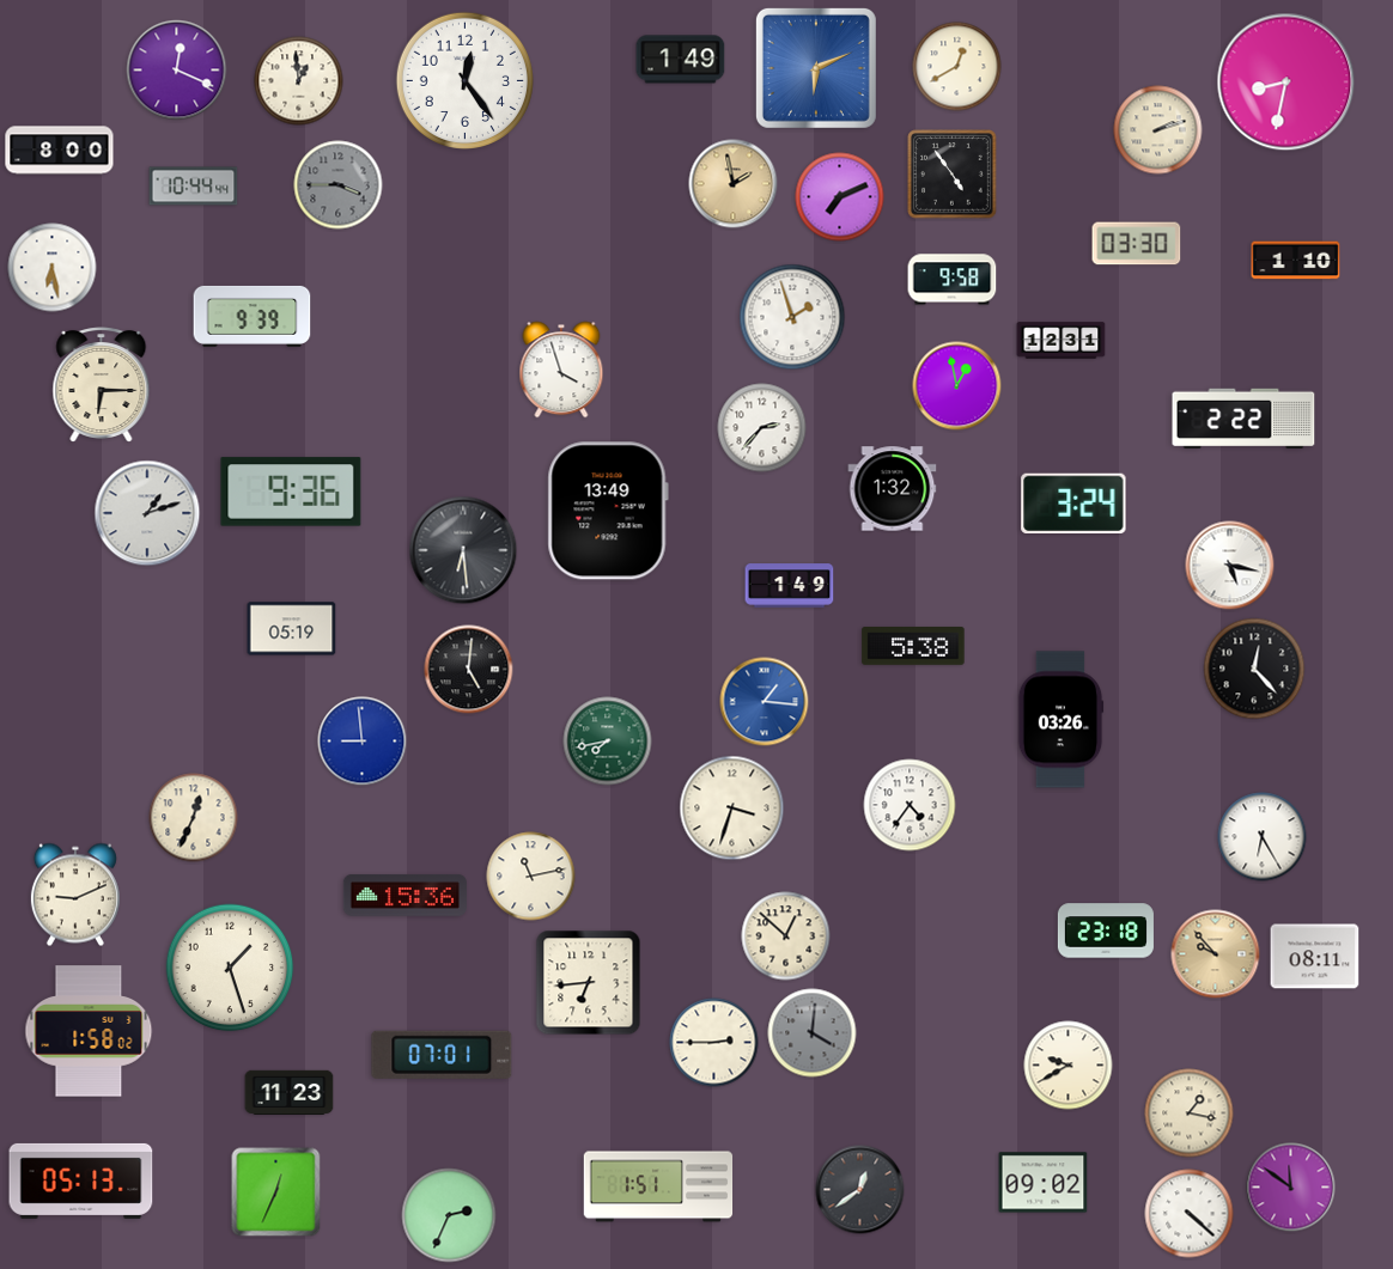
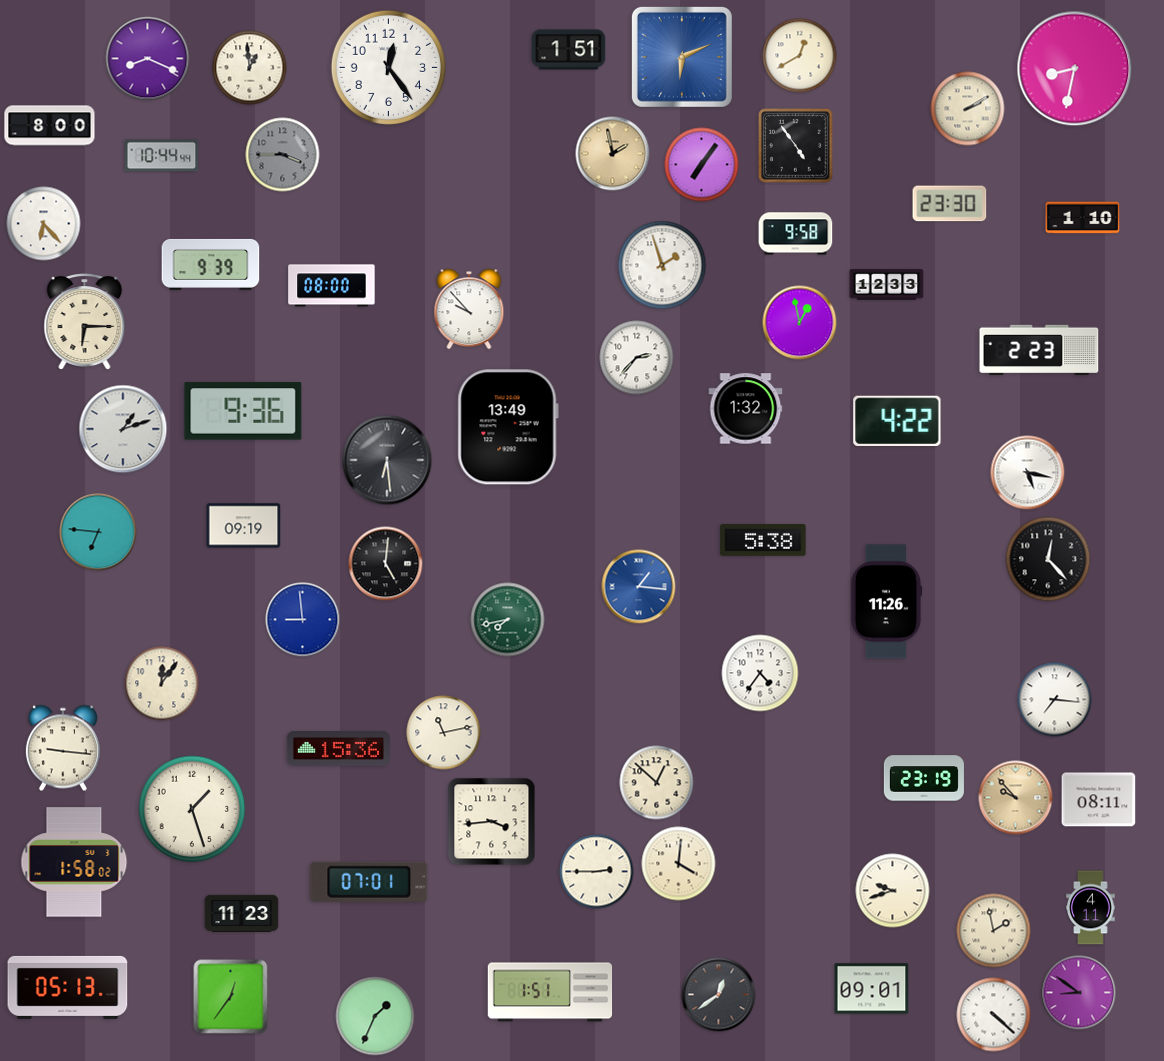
clock at (681, 60): 1:49 -> 1:51
clock at (177, 71): 12:19 -> 8:19
clock at (1158, 130): 2:12 -> 2:10
clock at (840, 197): 7:11 -> 7:06
clock at (1137, 244): 03:30 -> 23:30
clock at (53, 268): 6:28 -> 6:23
clock at (1062, 341): 12:31 -> 12:33
clock at (332, 286): none -> 08:00
clock at (561, 370): 3:57 -> 9:53
clock at (1243, 419): 2:22 -> 2:23
clock at (1073, 502): 3:24 -> 4:22
clock at (790, 586): 1:49 -> none
clock at (292, 629): 05:19 -> 09:19
clock at (98, 532): none -> 6:46
clock at (469, 670) position: (469, 670) -> (386, 564)
clock at (1060, 720): 03:26 -> 11:26
clock at (732, 809): 3:33 -> none
clock at (194, 818): 12:34 -> 12:06
clock at (1263, 837): 6:25 -> 7:16
clock at (75, 895): 9:11 -> 9:16
clock at (1106, 931): 23:18 -> 23:19
clock at (589, 983): 6:44 -> 3:44
clock at (813, 1033) dial: grey -> cream
clock at (1069, 1066): 9:40 -> 9:42
clock at (1091, 908): none -> 4:11
clock at (1190, 1114): 1:17 -> 1:58
clock at (1044, 1183): 09:02 -> 09:01
clock at (1291, 1188): 11:51 -> 8:51
clock at (276, 1192): 12:34 -> 12:36
clock at (449, 1215): 2:34 -> 1:34
